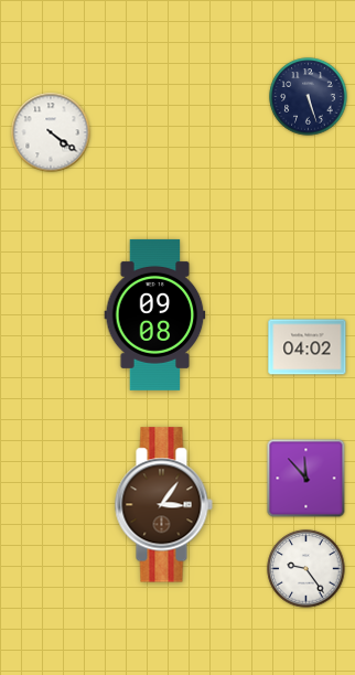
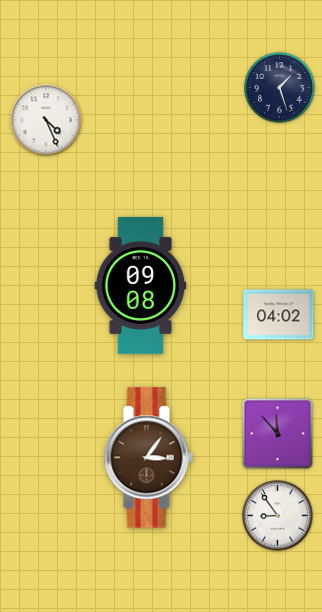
clock at (309, 97): 5:27 -> 1:27
clock at (51, 132): 4:21 -> 4:26
clock at (306, 569): 9:24 -> 8:54
